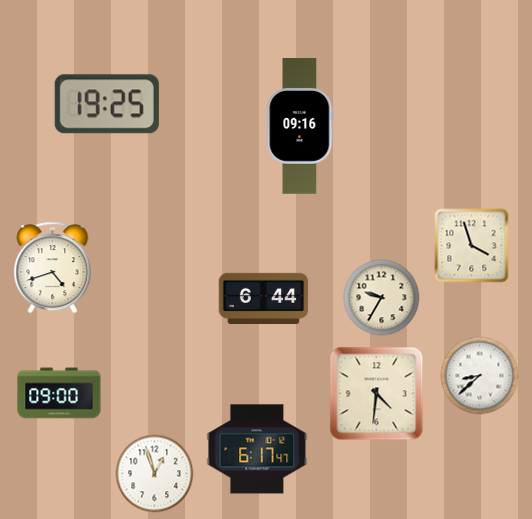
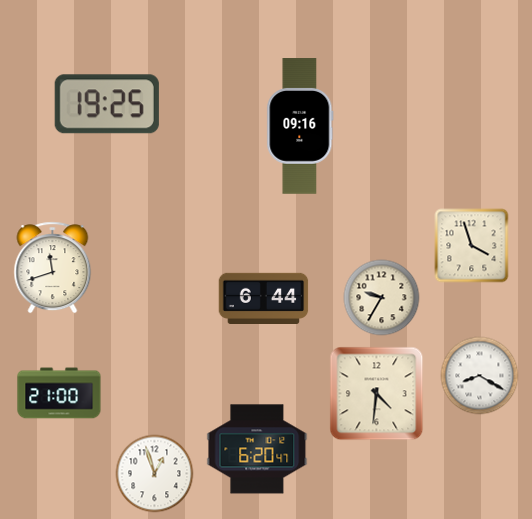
clock at (53, 268): 4:42 -> 11:42
clock at (480, 376): 8:38 -> 8:20
clock at (59, 393): 09:00 -> 21:00
clock at (257, 449): 6:17 -> 6:20
